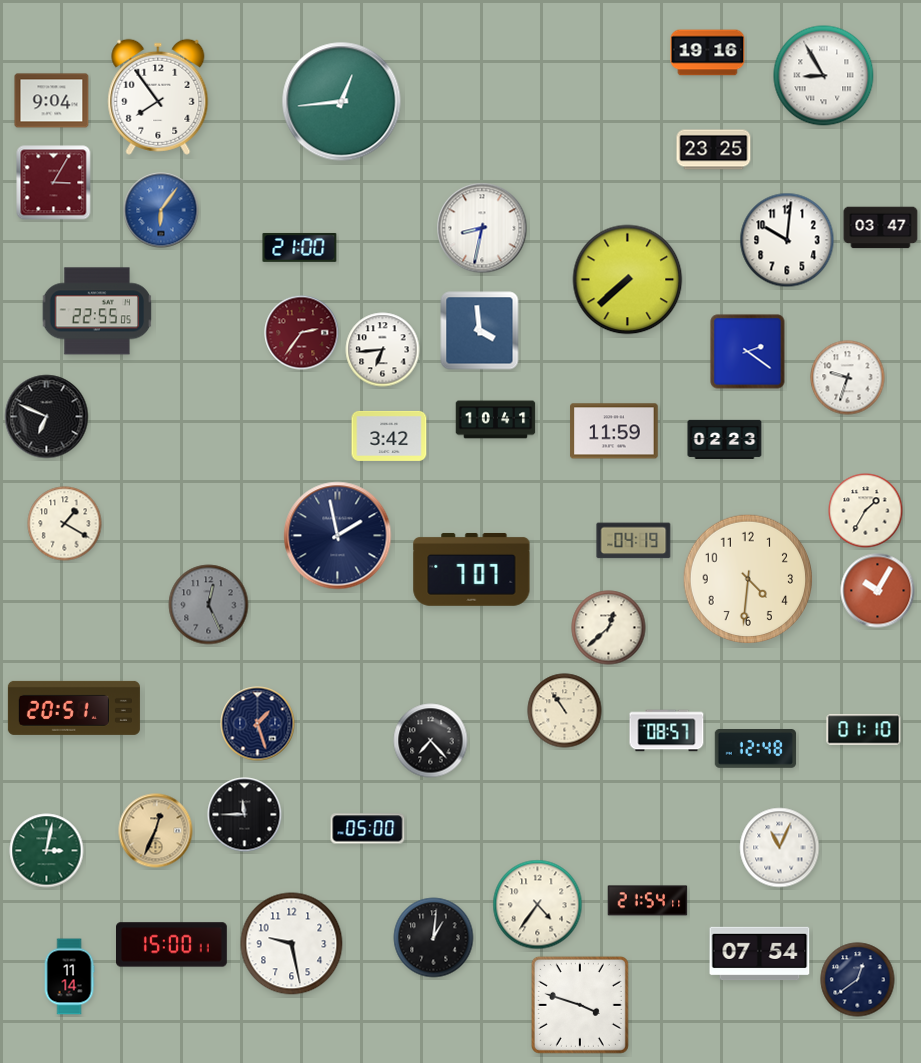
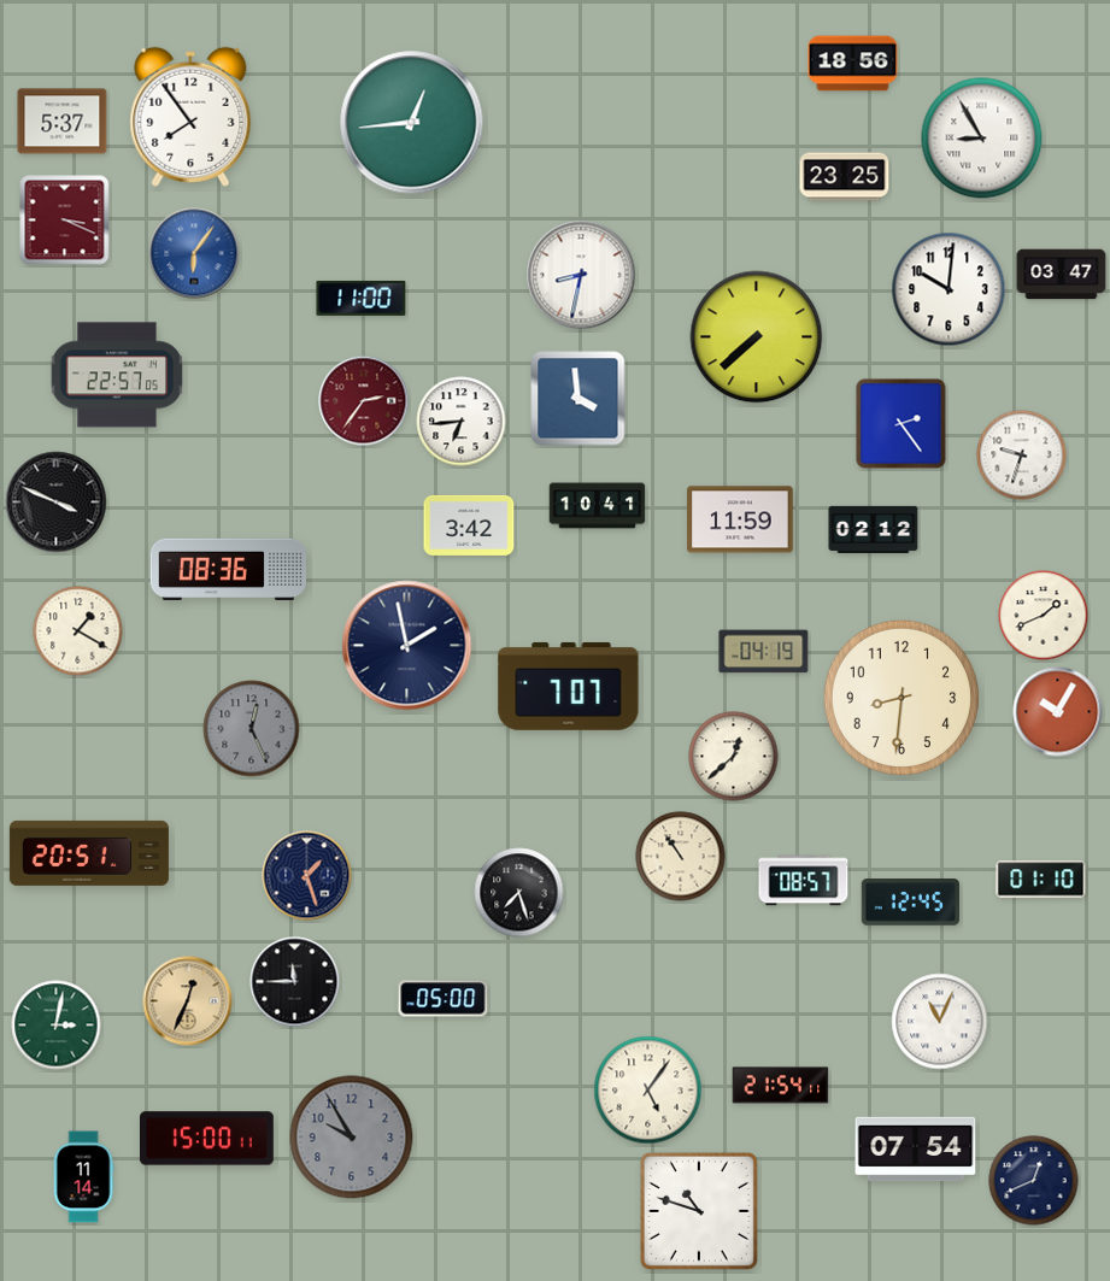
clock at (708, 53): 19:16 -> 18:56
clock at (824, 76) position: (824, 76) -> (982, 139)
clock at (52, 101): 9:04 -> 5:37
clock at (714, 150) position: (714, 150) -> (845, 177)
clock at (54, 183): 3:05 -> 3:19
clock at (300, 247): 21:00 -> 11:00
clock at (97, 311): 22:55 -> 22:57
clock at (748, 352): 2:21 -> 2:24
clock at (47, 417): 6:49 -> 3:49
clock at (725, 439): 02:23 -> 02:12
clock at (228, 569): none -> 08:36
clock at (866, 511): 1:35 -> 1:41
clock at (748, 579): 4:31 -> 8:31
clock at (258, 724) position: (258, 724) -> (307, 876)
clock at (431, 741): 7:23 -> 7:27
clock at (756, 749): 12:48 -> 12:45
clock at (538, 905): 4:36 -> 5:06
clock at (434, 938): 1:01 -> none
clock at (292, 944): 9:28 -> 9:55
clock at (292, 944) dial: white -> grey
clock at (858, 980): 12:39 -> 12:41
clock at (580, 1005): 3:48 -> 10:48
